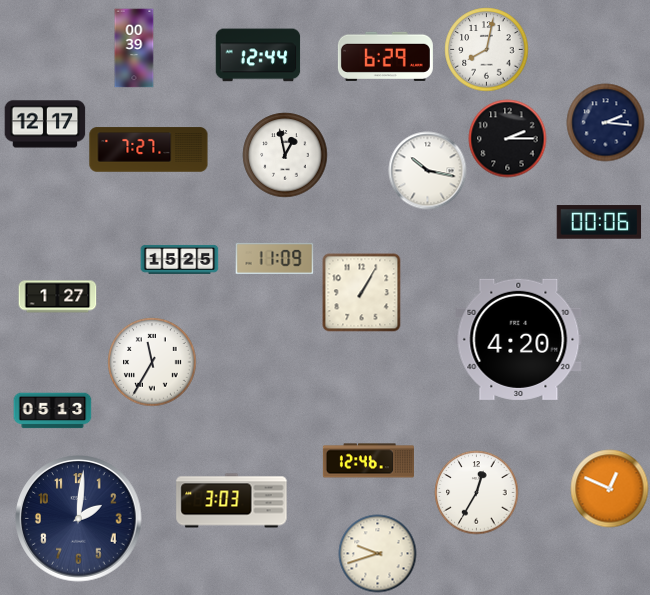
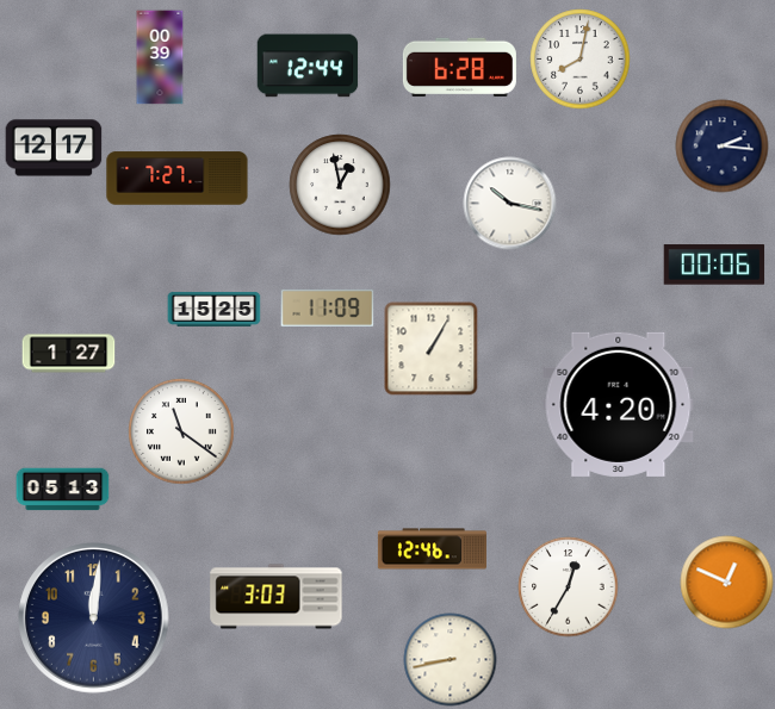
clock at (385, 56): 6:29 -> 6:28
clock at (507, 138): 2:15 -> none
clock at (152, 362): 11:35 -> 11:21
clock at (368, 461) position: (368, 461) -> (432, 549)
clock at (79, 519): 2:01 -> 12:01
clock at (377, 553): 9:42 -> 8:43
